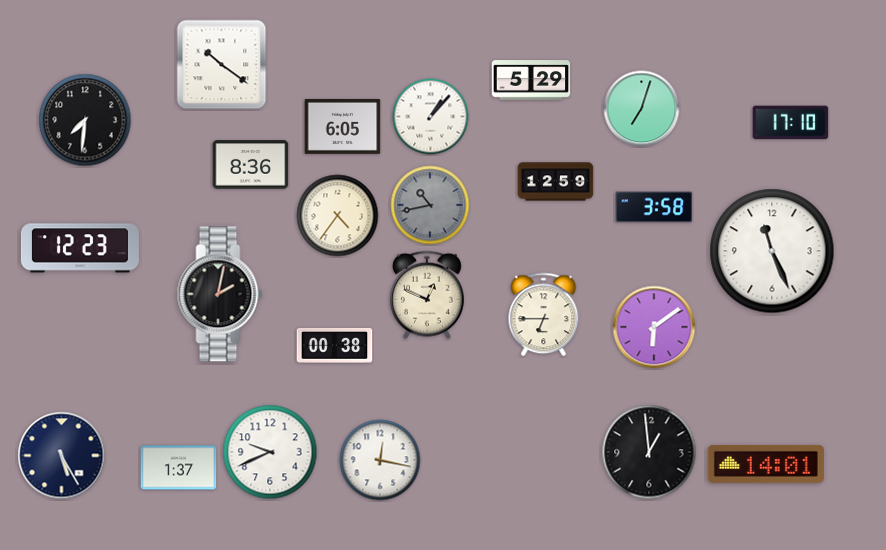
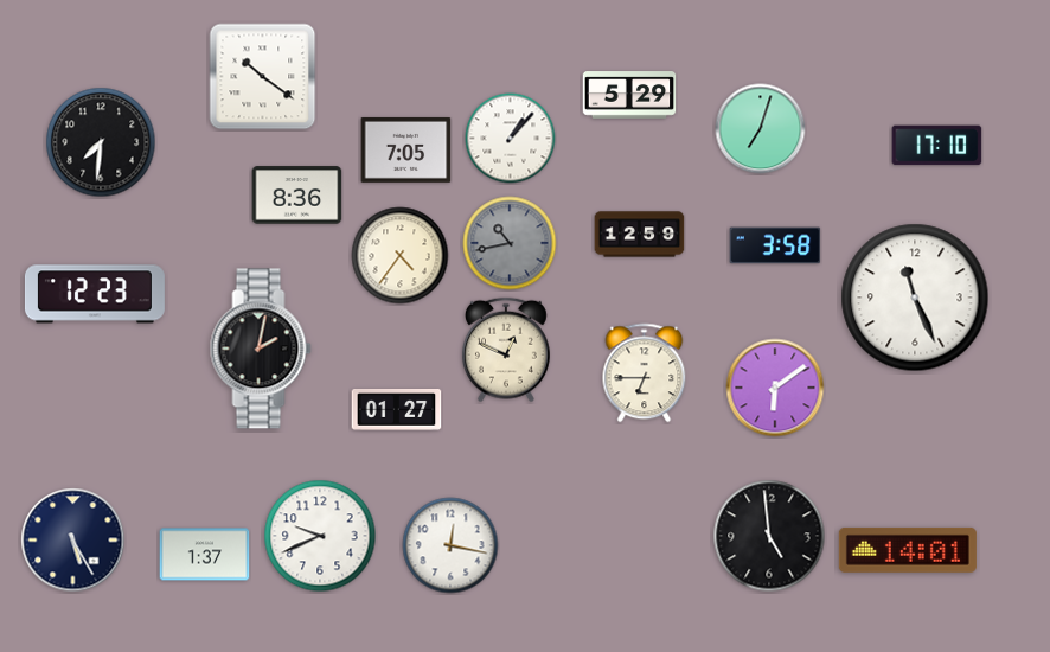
clock at (343, 126): 6:05 -> 7:05
clock at (556, 182) position: (556, 182) -> (640, 235)
clock at (335, 346): 00:38 -> 01:27
clock at (649, 452): 12:59 -> 4:59
clock at (179, 468) position: (179, 468) -> (205, 555)
